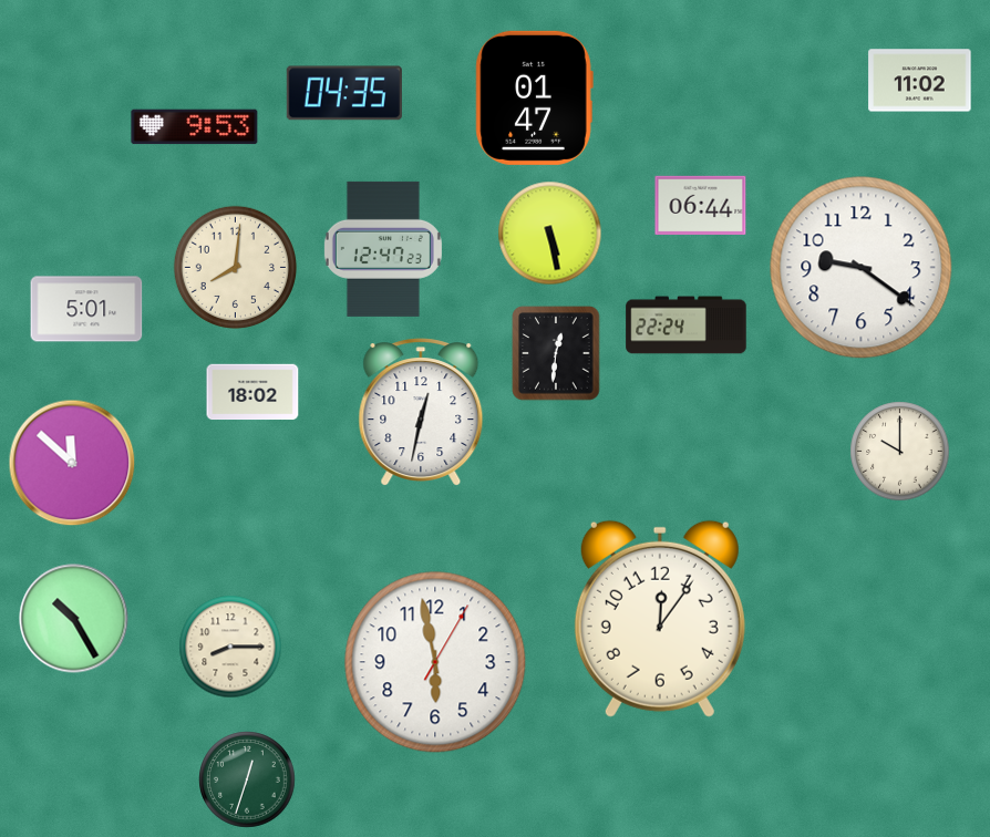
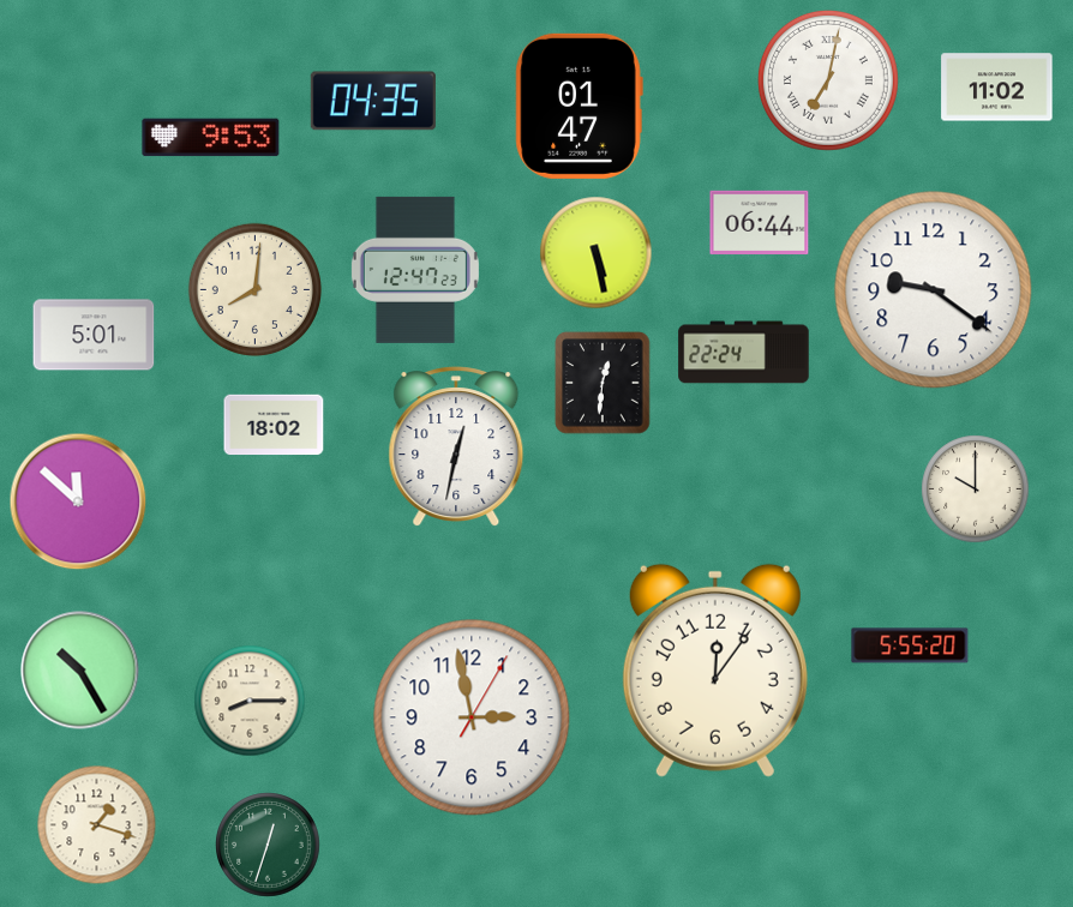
clock at (828, 80): none -> 7:02
clock at (910, 645): none -> 5:55
clock at (435, 662): 5:58 -> 2:58
clock at (97, 825): none -> 1:18
